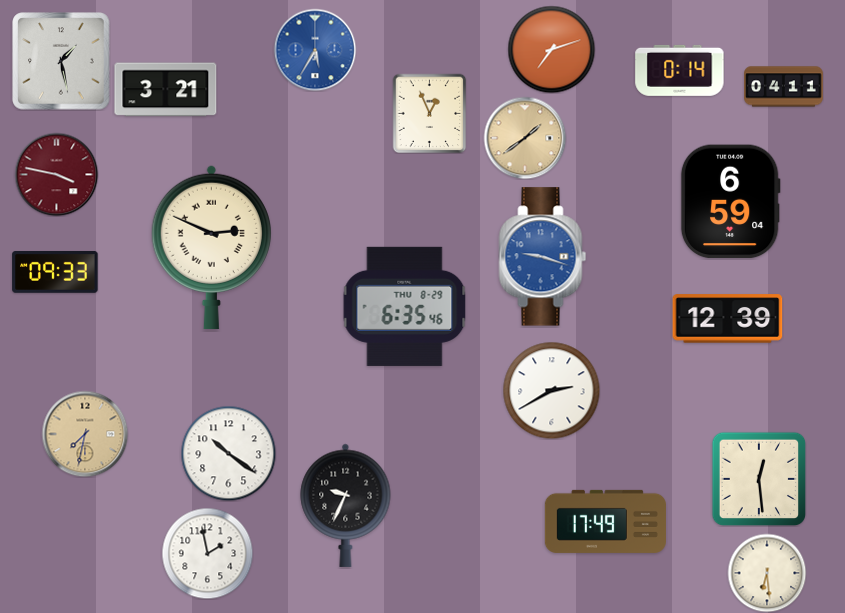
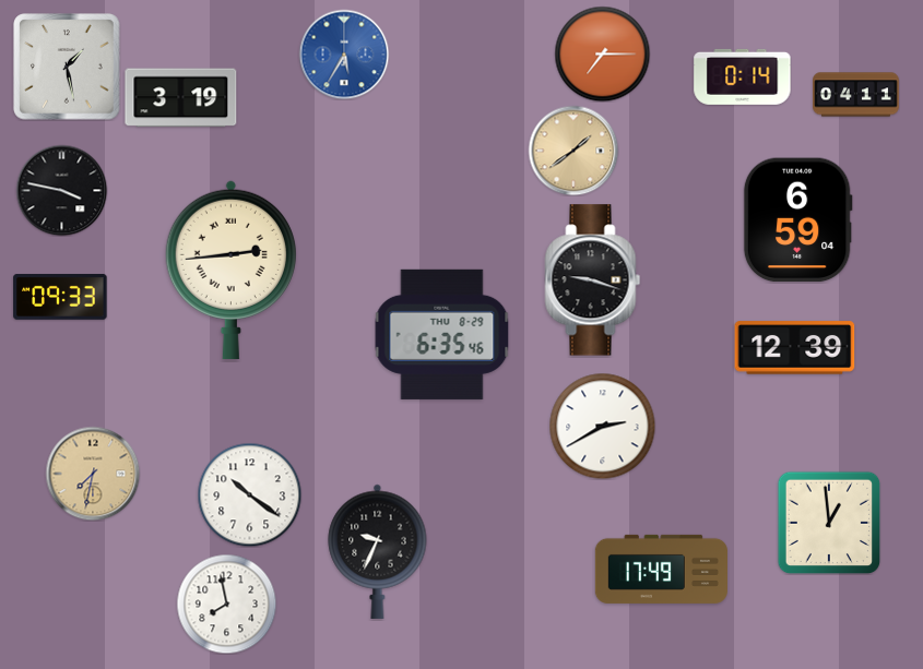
clock at (551, 49): 7:12 -> 7:15
clock at (166, 90): 3:21 -> 3:19
clock at (430, 113): 12:56 -> none
clock at (56, 174) dial: burgundy -> black
clock at (211, 247): 2:49 -> 2:44
clock at (543, 257) dial: blue -> black
clock at (759, 479): 12:29 -> 12:59
clock at (207, 553): 1:58 -> 7:58
clock at (767, 573): 6:29 -> none
